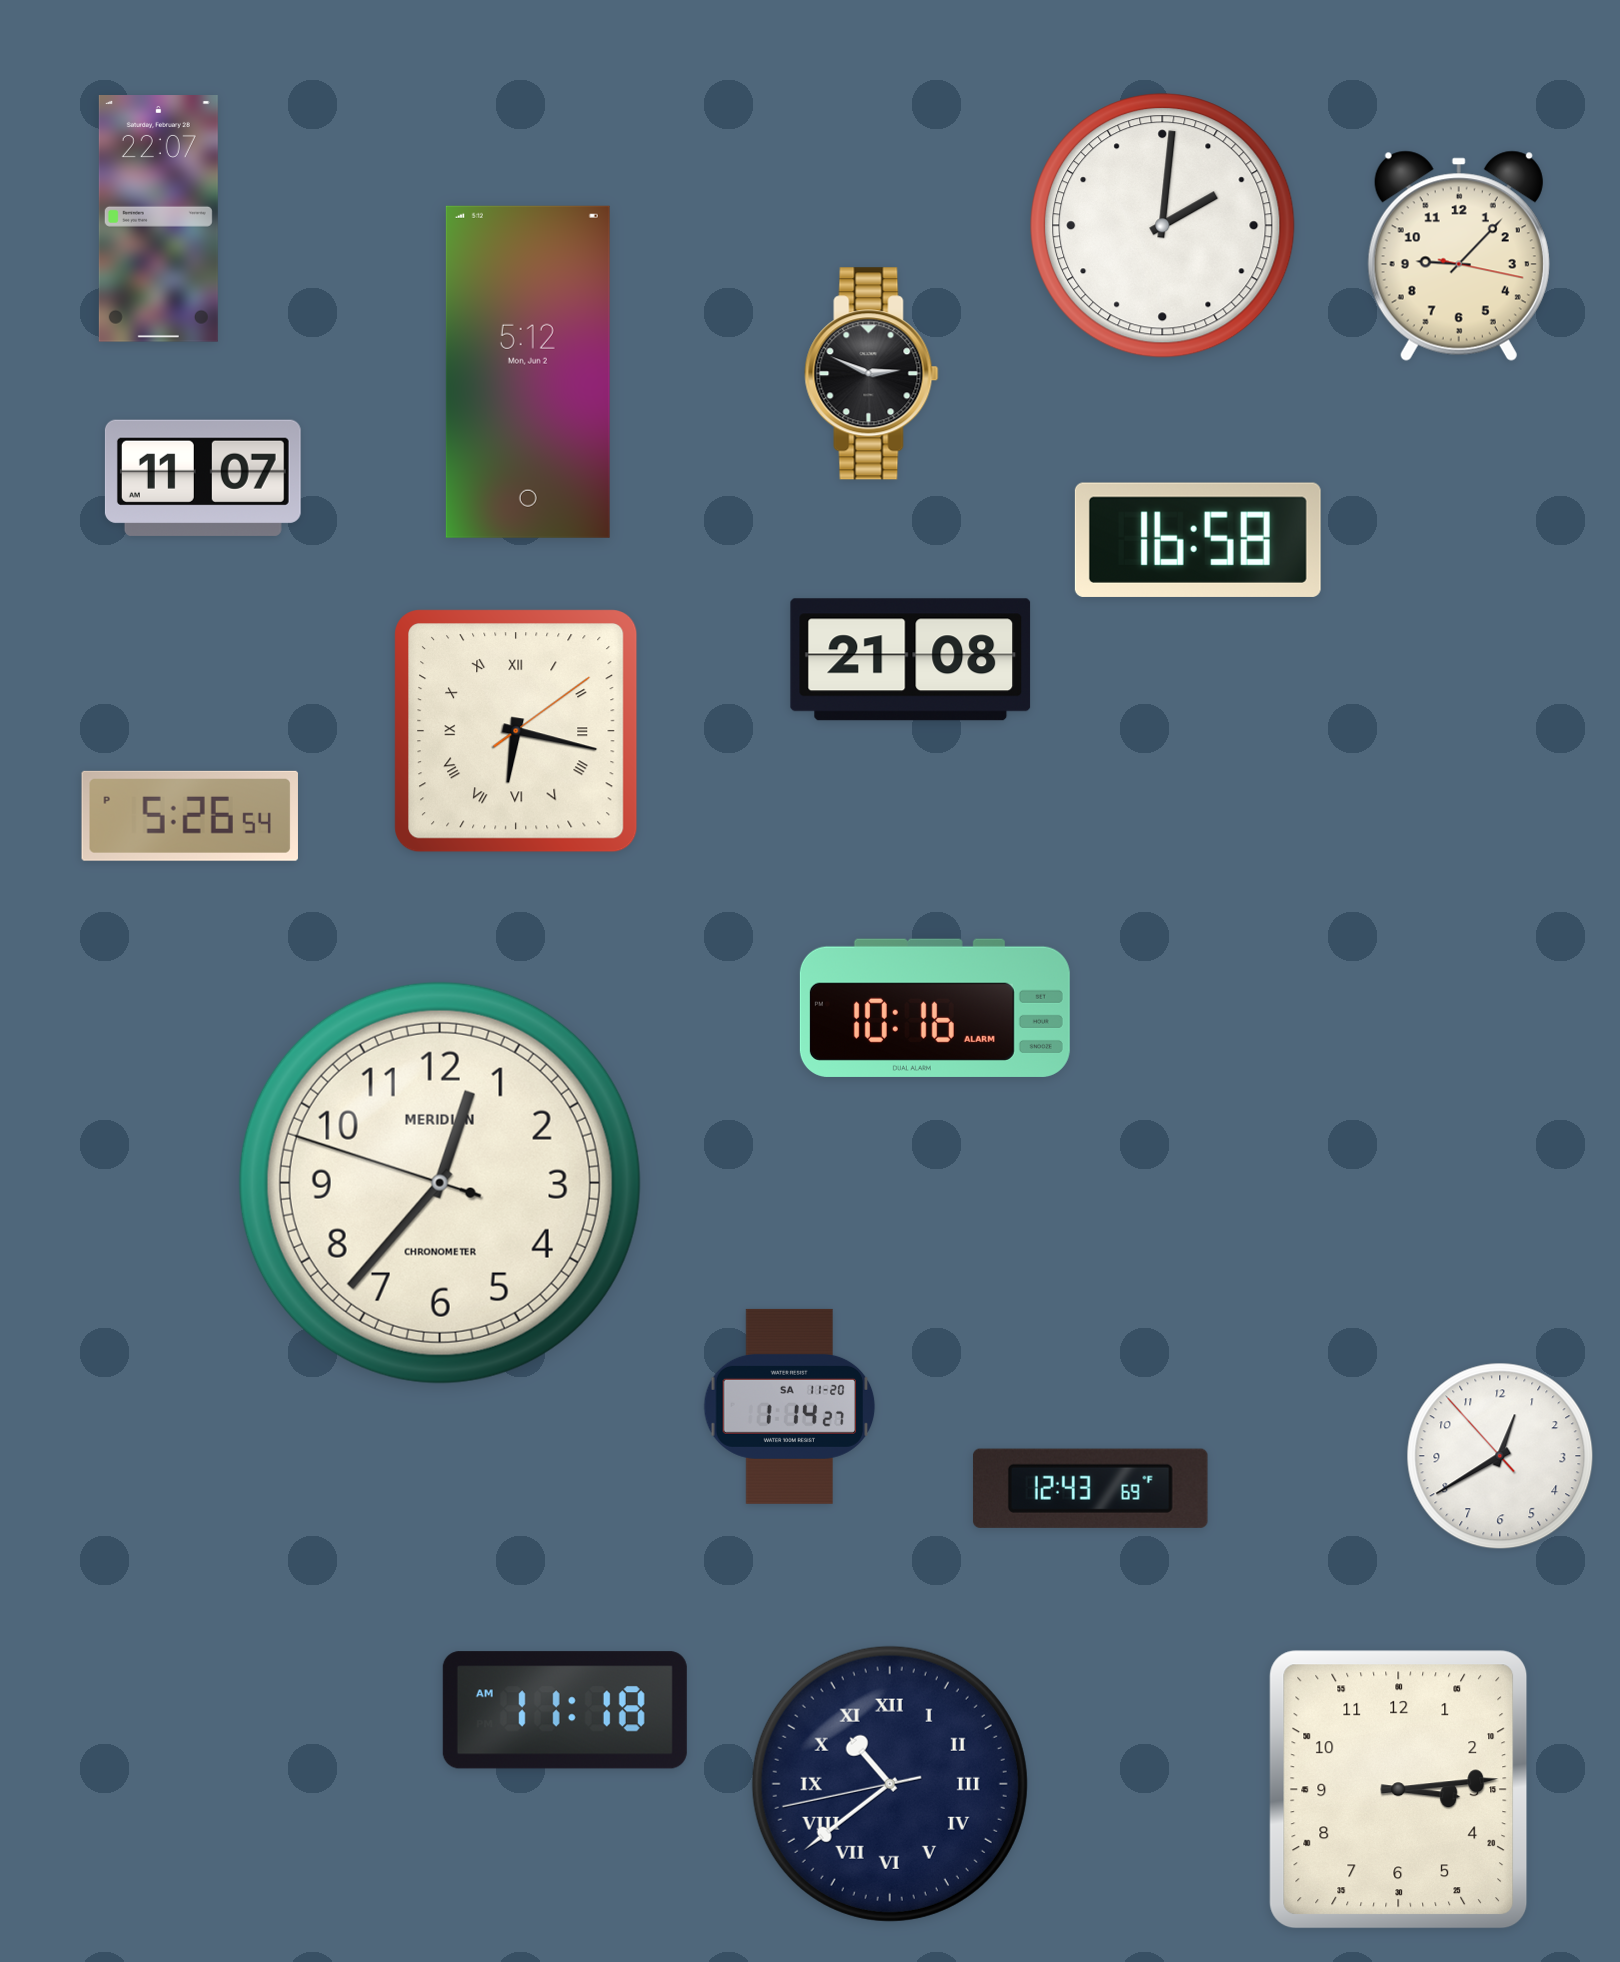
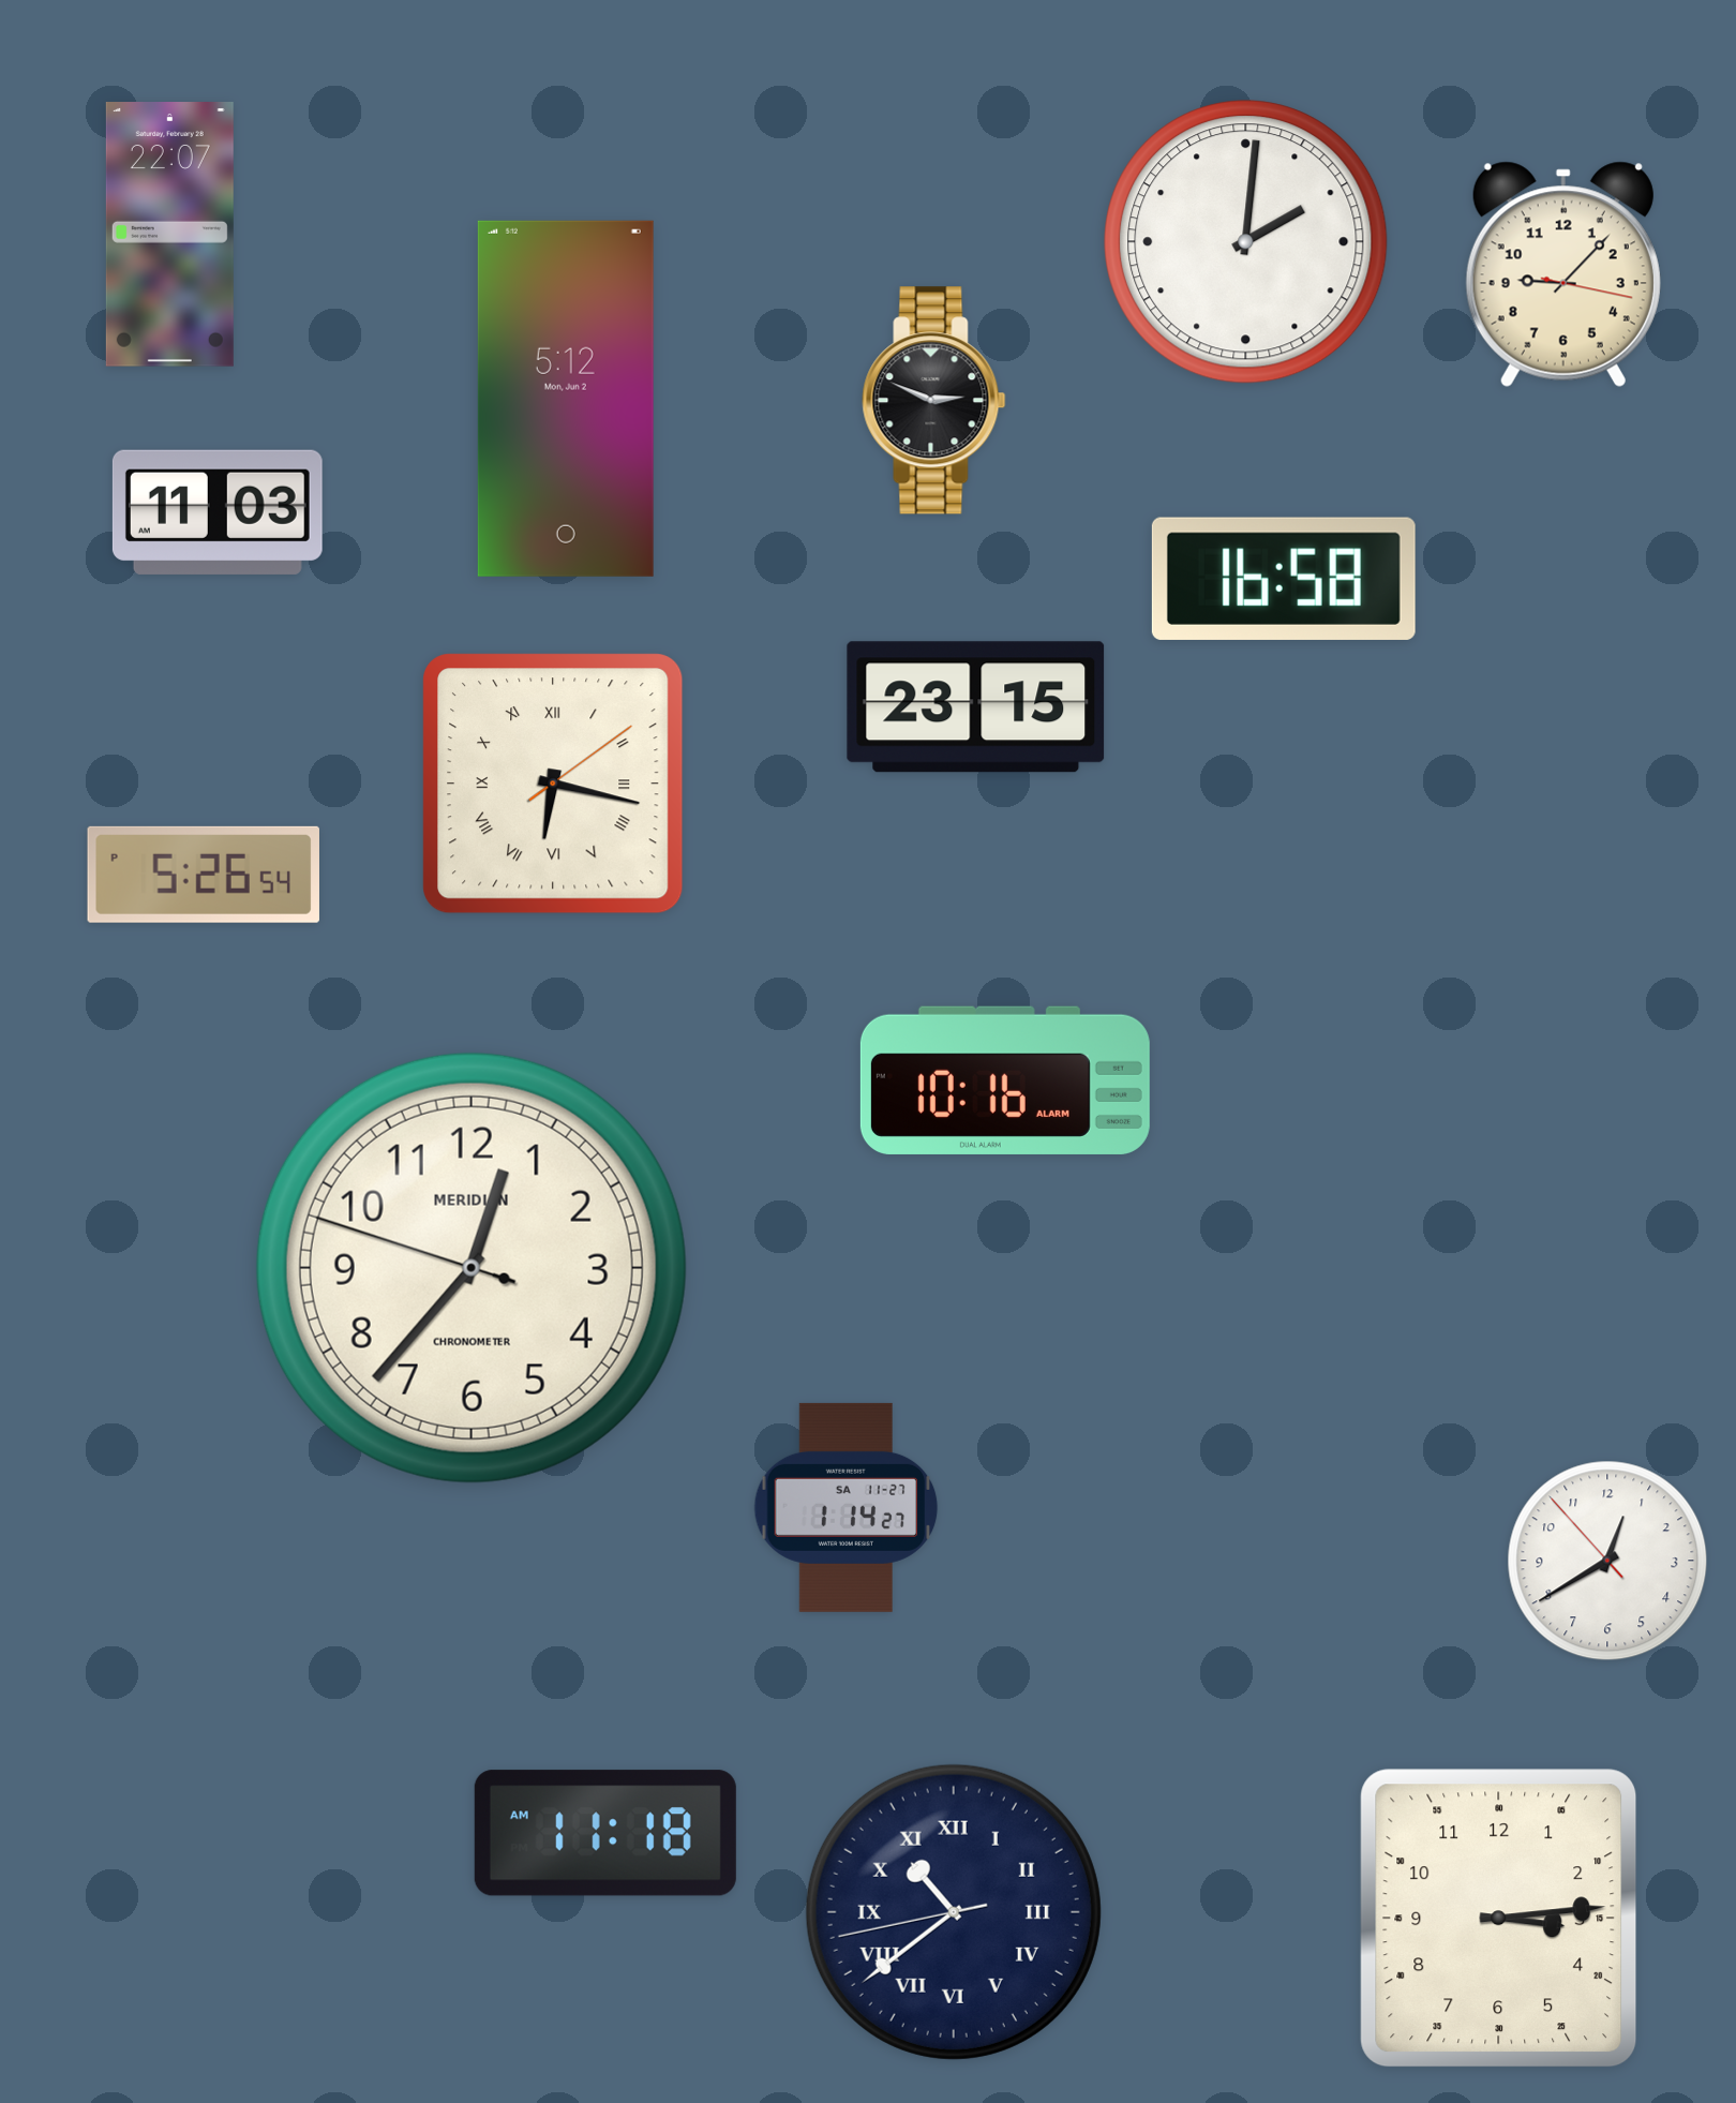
clock at (203, 478): 11:07 -> 11:03
clock at (911, 660): 21:08 -> 23:15
clock at (935, 1008) position: (935, 1008) -> (1005, 1080)
clock at (790, 1406) date: SA 11-20 -> SA 11-27
clock at (1090, 1488): 12:43 -> none
